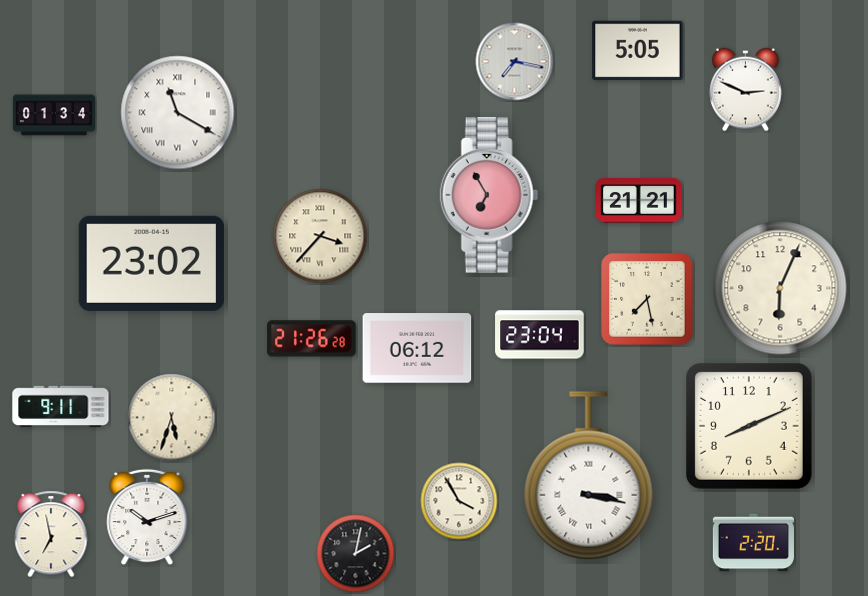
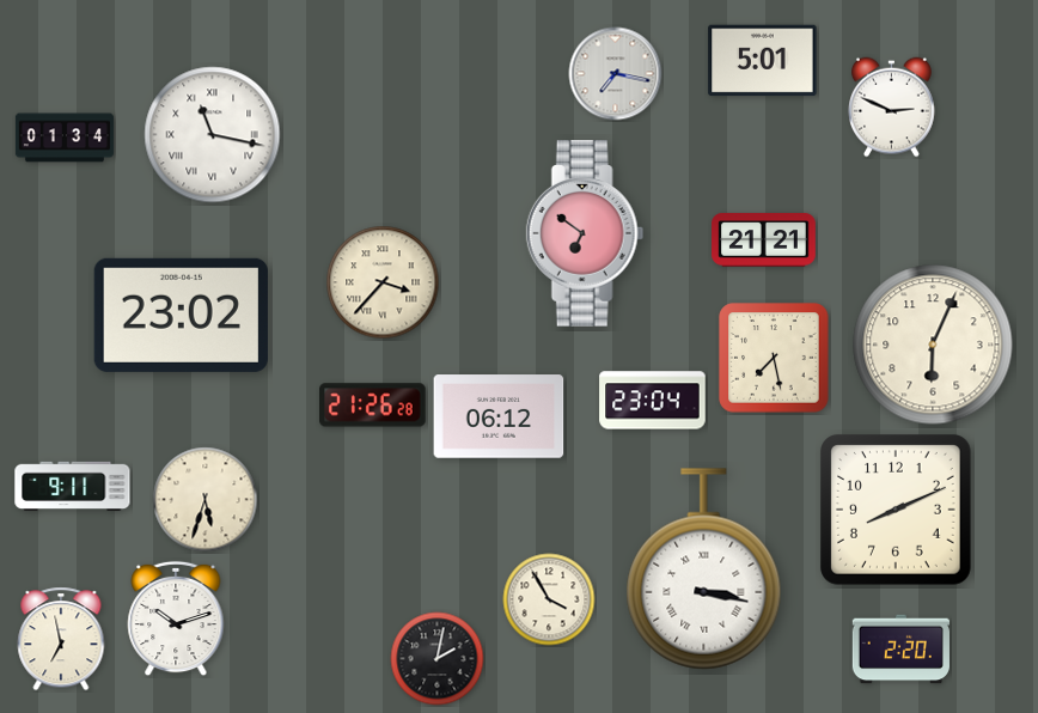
clock at (638, 51): 5:05 -> 5:01
clock at (178, 113): 11:20 -> 11:17
clock at (489, 195): 6:55 -> 6:51
clock at (540, 335) position: (540, 335) -> (653, 401)
clock at (356, 554) position: (356, 554) -> (438, 659)
